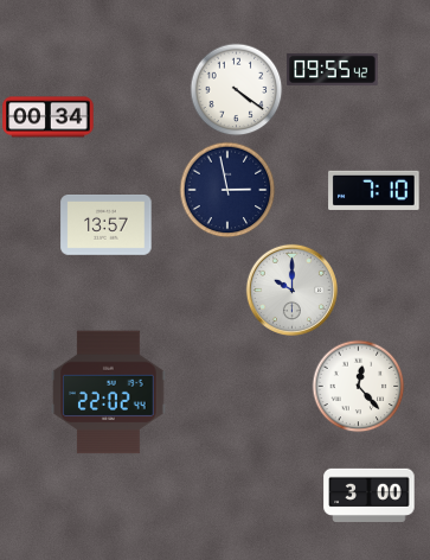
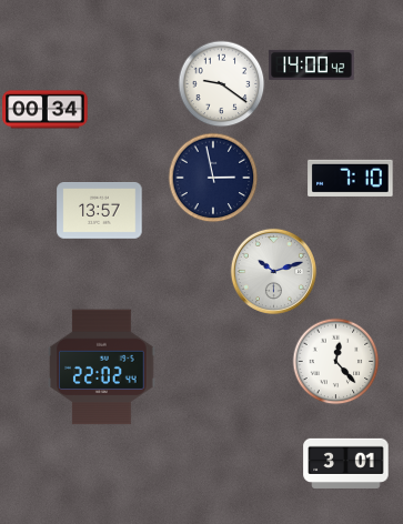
clock at (333, 69): 09:55 -> 14:00
clock at (236, 89): 4:21 -> 9:21
clock at (291, 289): 10:00 -> 10:12
clock at (370, 495): 3:00 -> 3:01
